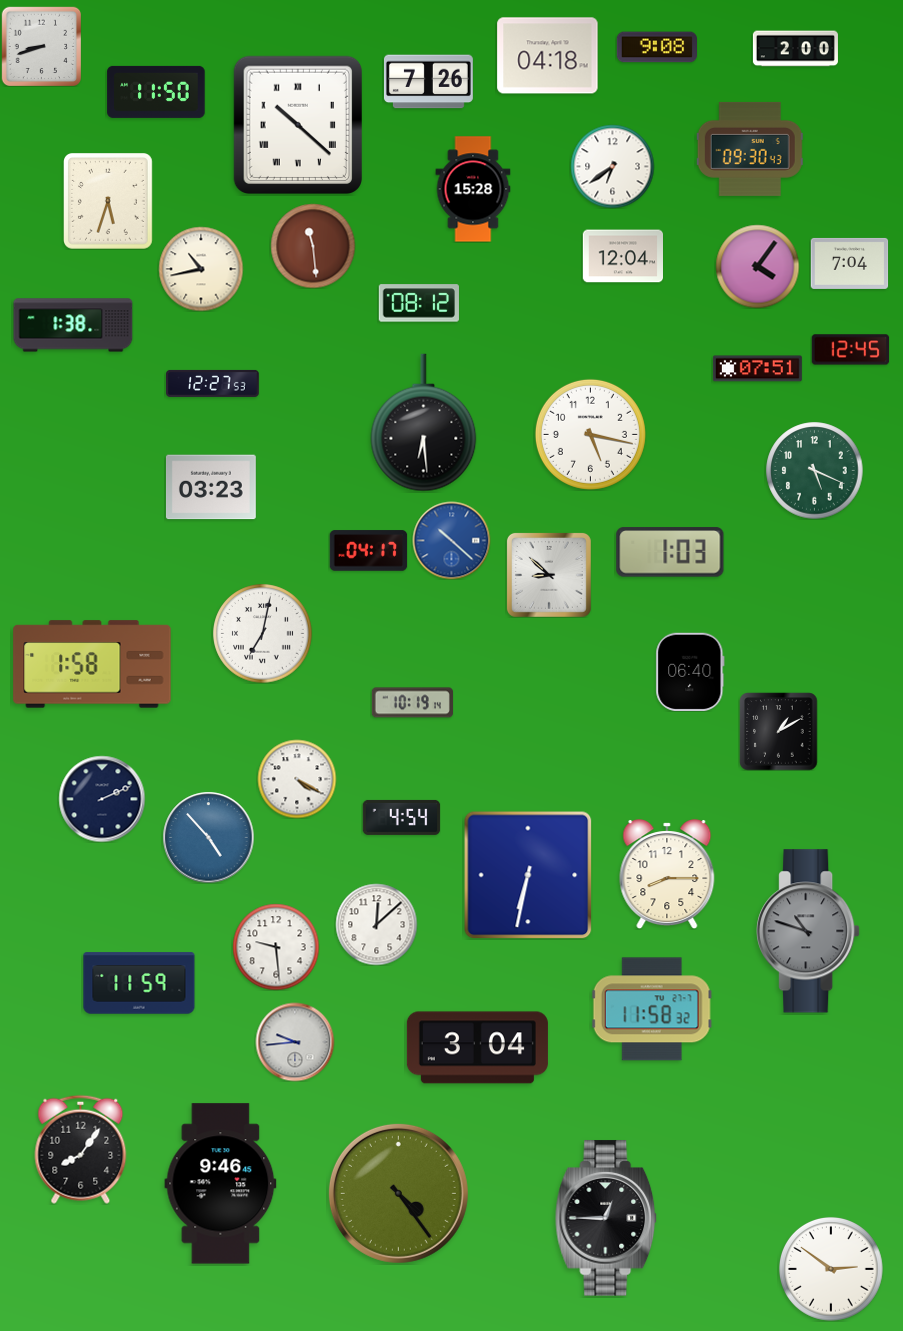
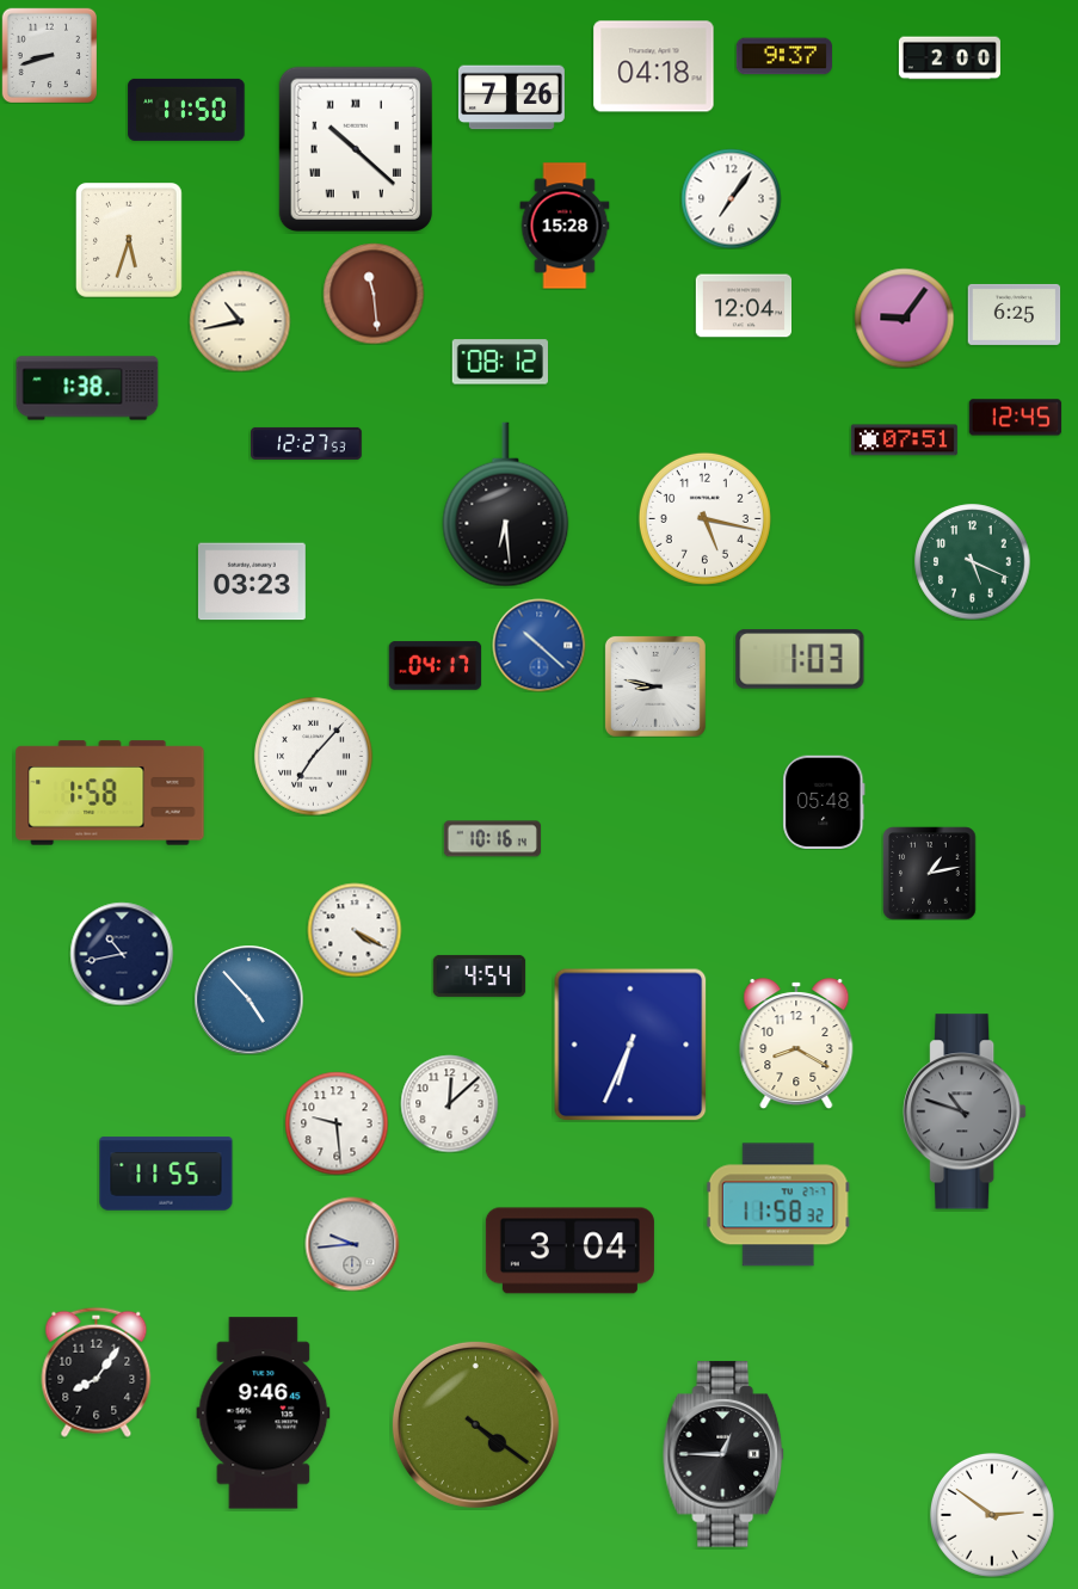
clock at (656, 47): 9:08 -> 9:37
clock at (750, 149): 09:30 -> none
clock at (612, 166): 6:39 -> 7:06
clock at (849, 263): 7:04 -> 6:25
clock at (757, 266): 4:06 -> 9:06
clock at (213, 383) position: (213, 383) -> (307, 443)
clock at (368, 551) position: (368, 551) -> (435, 666)
clock at (549, 575): 8:52 -> 8:47
clock at (263, 634): 7:02 -> 7:07
clock at (690, 671): 06:40 -> 05:48
clock at (412, 703): 10:19 -> 10:16
clock at (778, 731): 1:10 -> 1:13
clock at (102, 799): 2:11 -> 10:43
clock at (667, 874): 8:15 -> 8:20
clock at (528, 875): 6:32 -> 6:34
clock at (276, 947) position: (276, 947) -> (337, 1123)
clock at (139, 983): 11:59 -> 11:55
clock at (398, 1193): 4:24 -> 4:21
